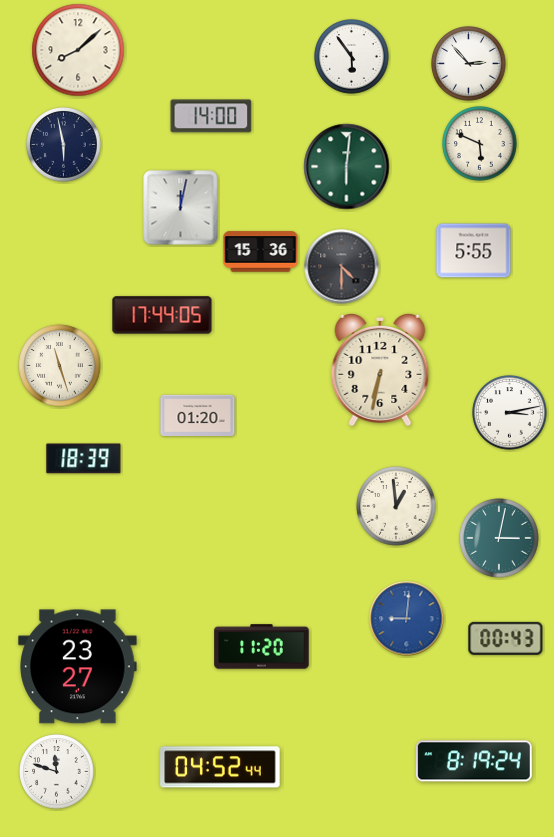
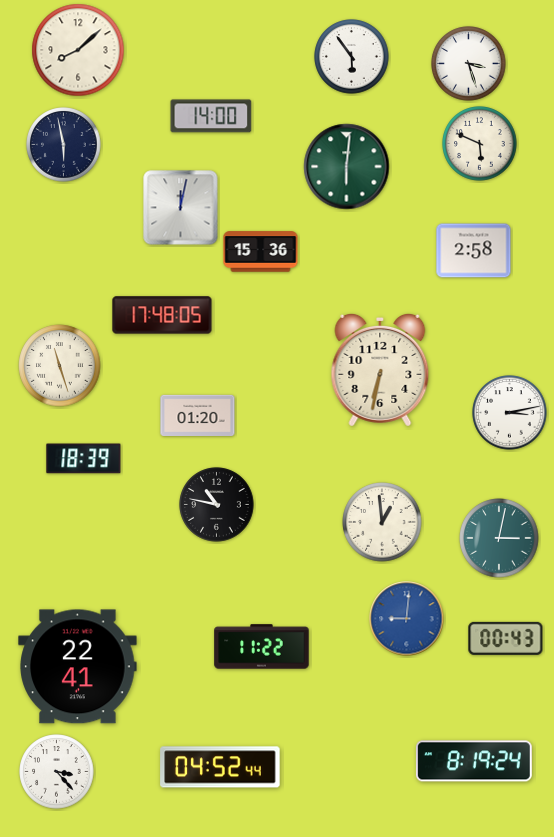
clock at (469, 64): 2:53 -> 3:27
clock at (474, 251): 5:55 -> 2:58
clock at (342, 267): 4:30 -> none
clock at (162, 315): 17:44 -> 17:48
clock at (217, 505): none -> 10:47
clock at (396, 506) position: (396, 506) -> (382, 522)
clock at (262, 647): 11:20 -> 11:22
clock at (78, 667): 23:27 -> 22:41
clock at (57, 772): 11:48 -> 3:23
